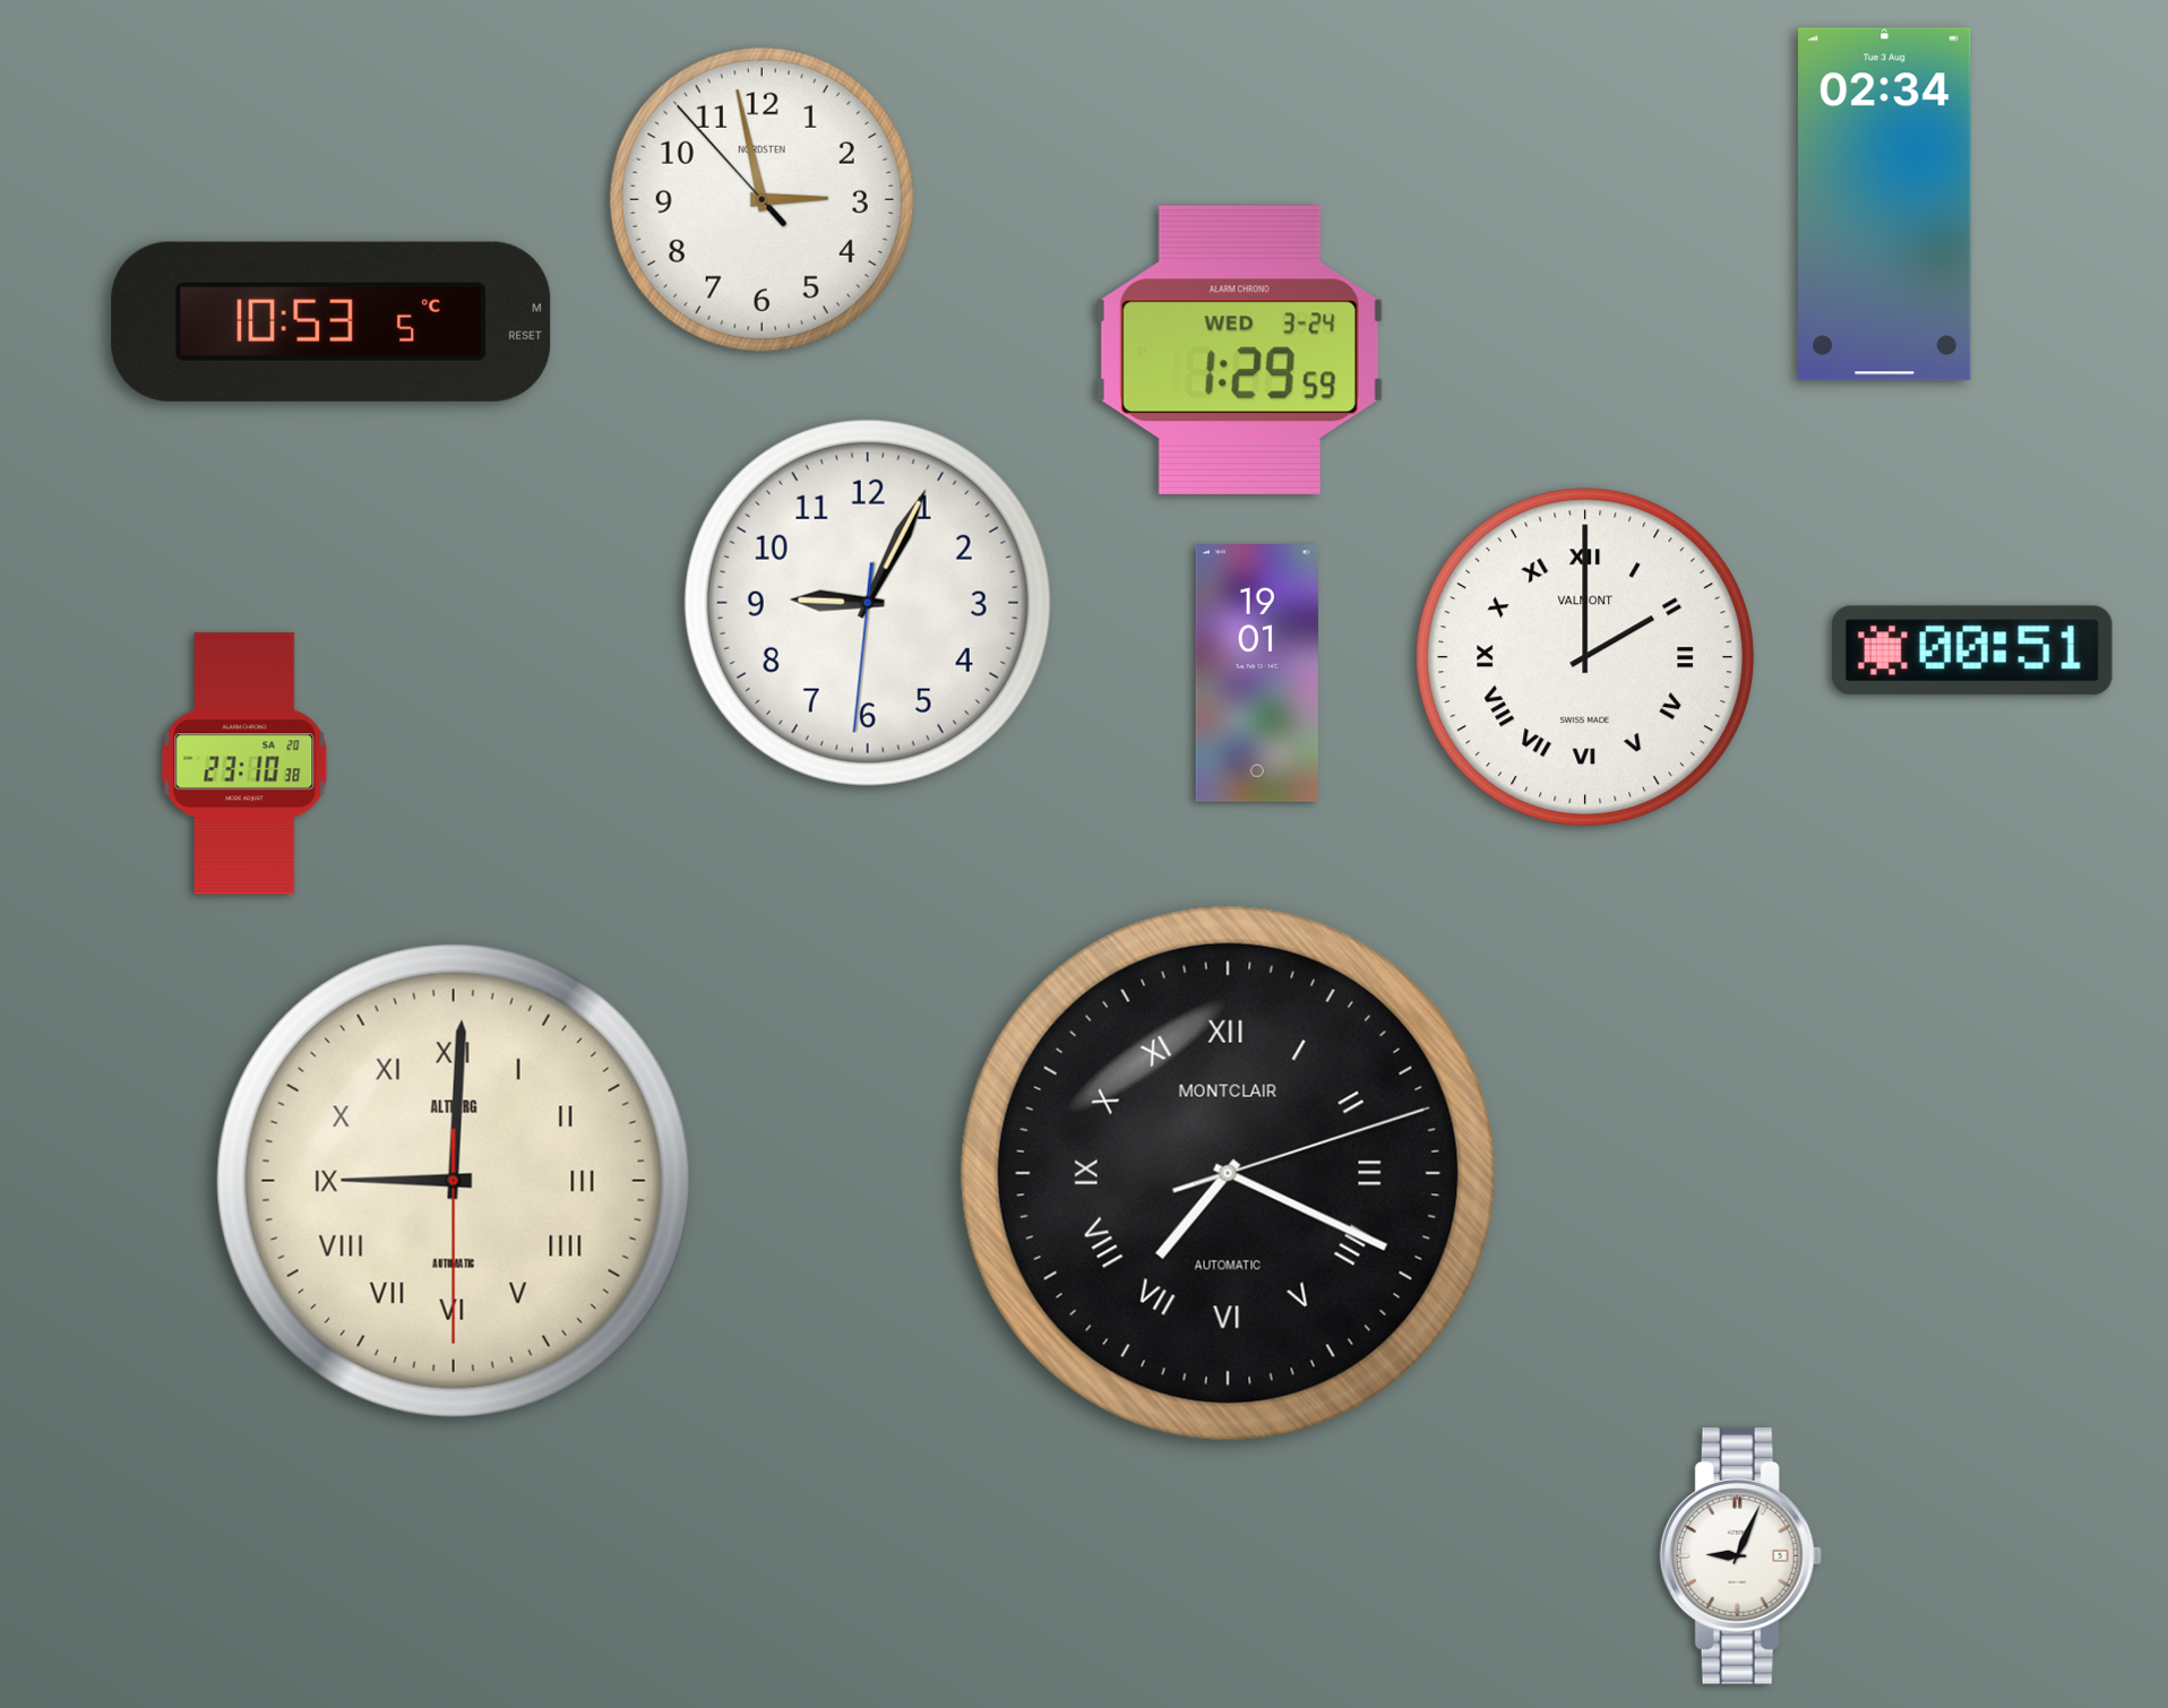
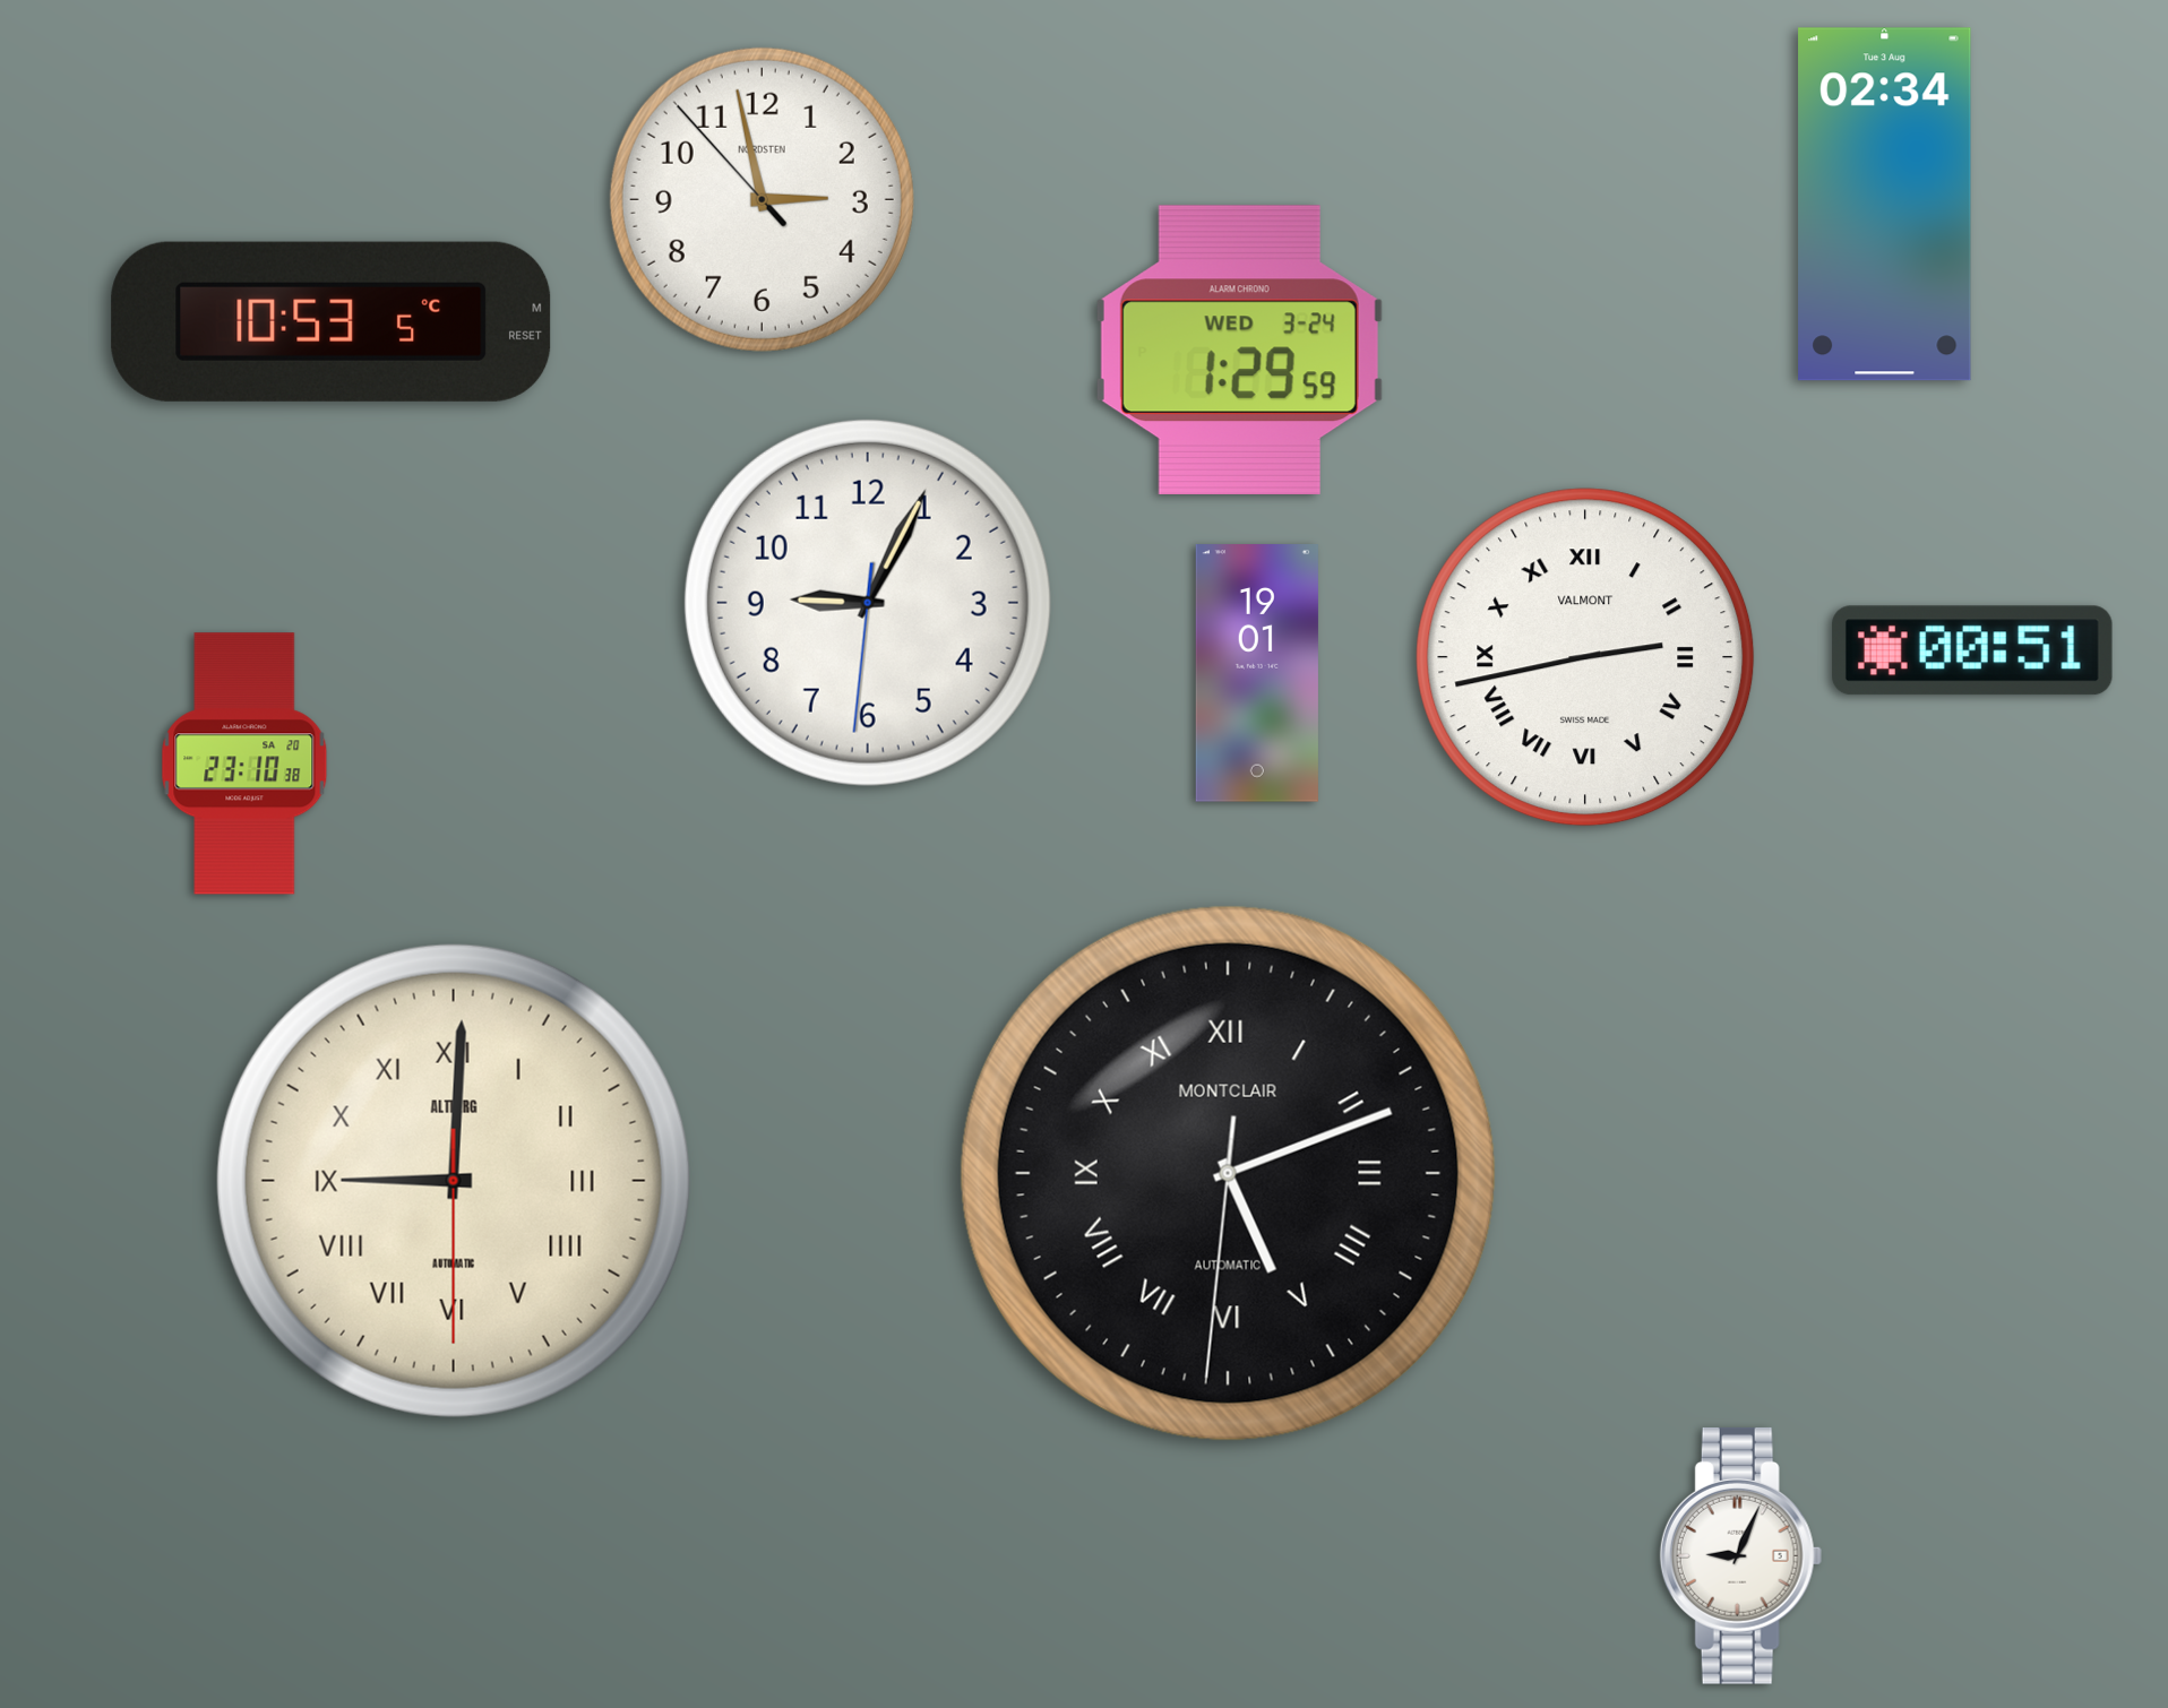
clock at (1585, 657): 2:00 -> 2:43
clock at (1228, 1173): 7:19 -> 5:11
